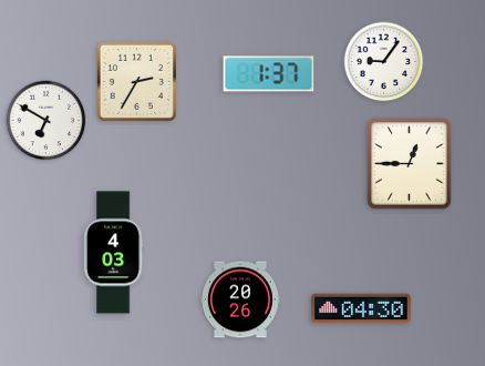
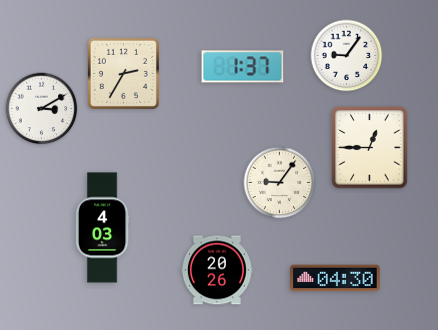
clock at (47, 121): 6:50 -> 3:10
clock at (280, 183): none -> 9:06
clock at (361, 308) position: (361, 308) -> (335, 278)
